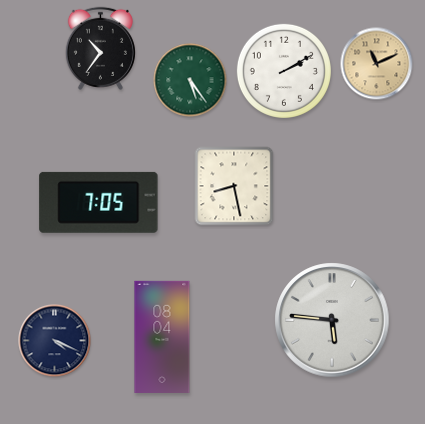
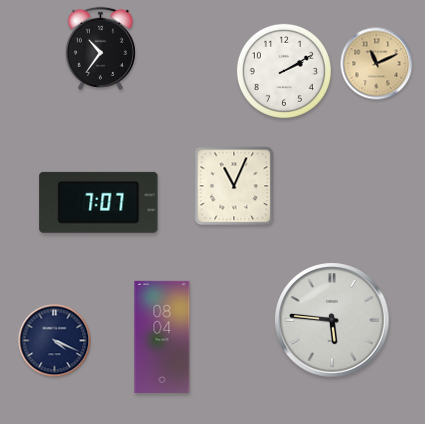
clock at (190, 80): 5:24 -> none
clock at (234, 186): 8:28 -> 11:04
clock at (99, 202): 7:05 -> 7:07
